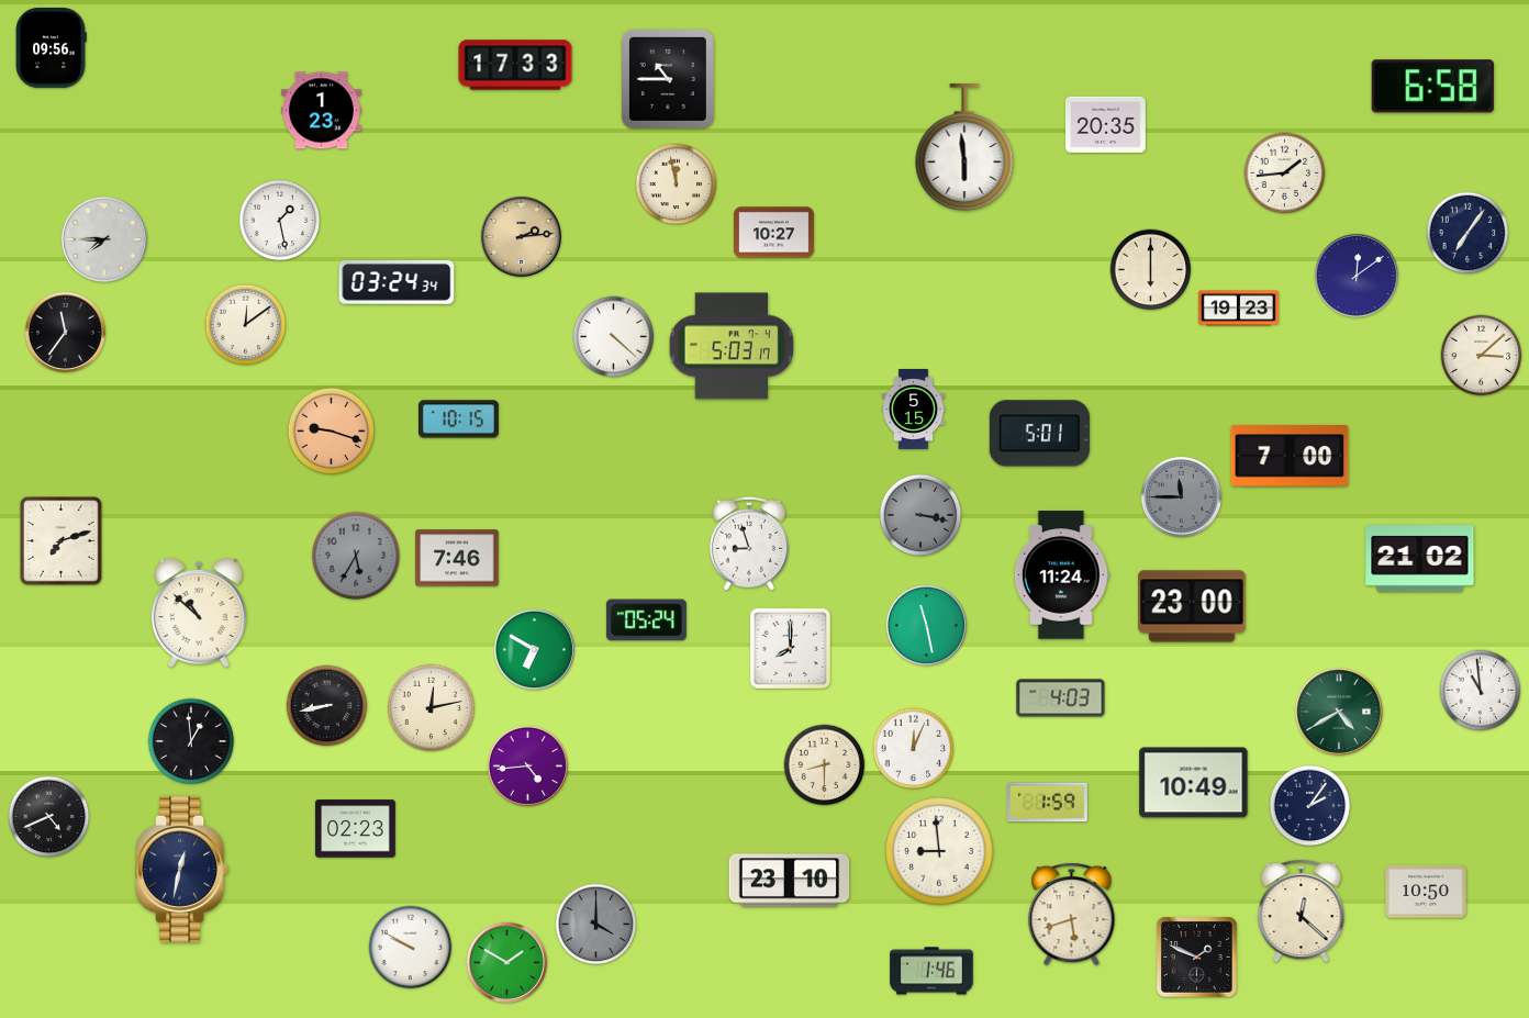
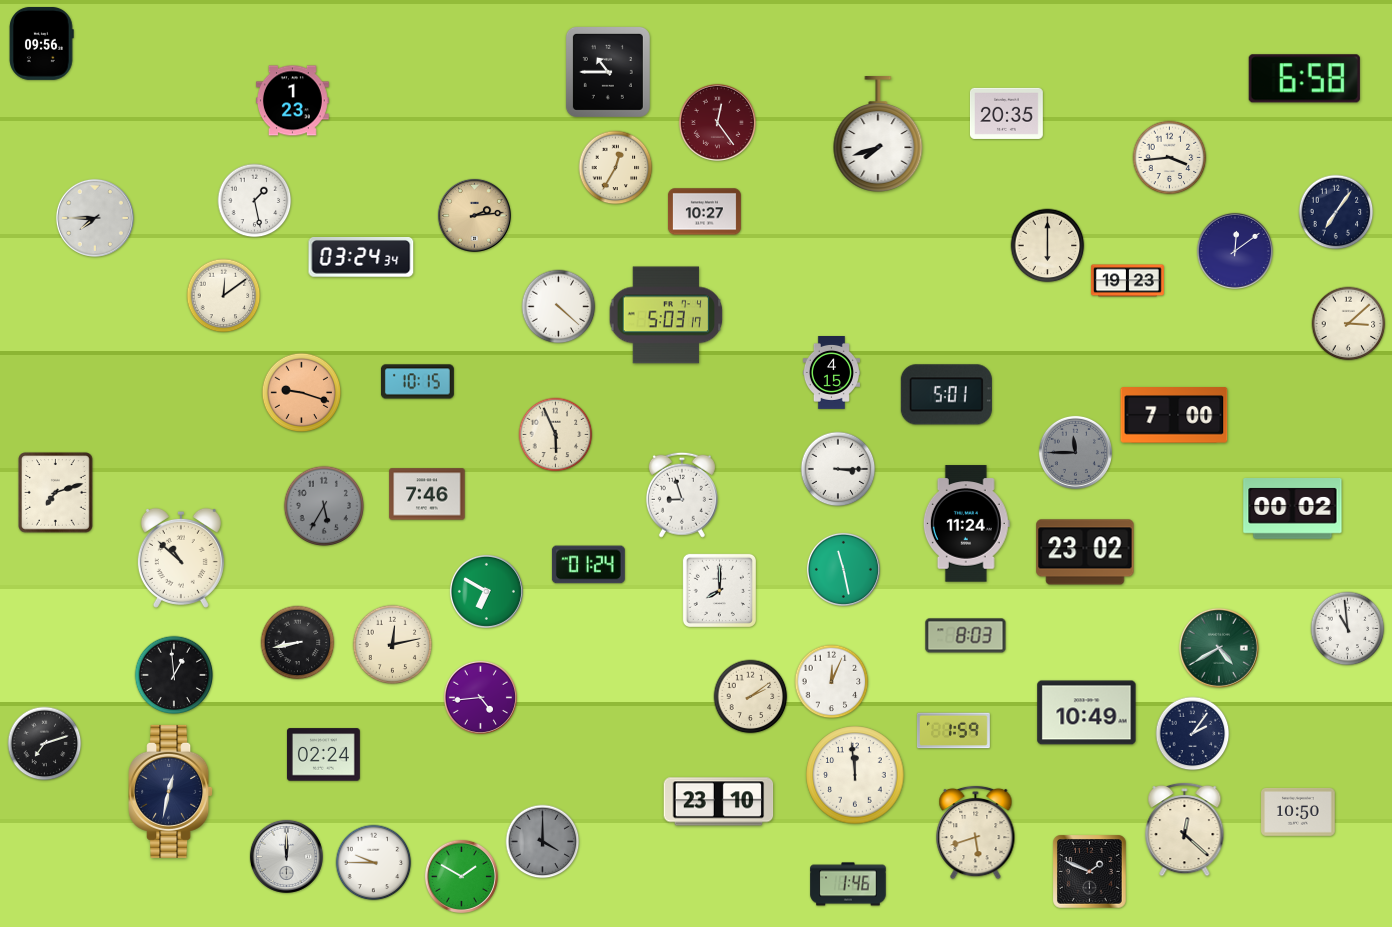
clock at (52, 47) position: (52, 47) -> (42, 43)
clock at (515, 65): 17:33 -> none
clock at (717, 122): none -> 12:24
clock at (964, 147): 5:59 -> 7:42
clock at (1285, 174): 1:44 -> 3:44
clock at (677, 184): 11:58 -> 12:35
clock at (65, 332): 11:36 -> none
clock at (913, 410): 5:15 -> 4:15
clock at (556, 435): none -> 5:56
clock at (920, 515): 3:17 -> 3:15
clock at (920, 515) dial: grey -> white
clock at (457, 558) position: (457, 558) -> (427, 494)
clock at (1420, 559): 21:02 -> 00:02
clock at (1192, 606): 23:00 -> 23:02
clock at (646, 620): 05:24 -> 01:24
clock at (1061, 698): 4:03 -> 8:03
clock at (825, 765): 8:30 -> 2:09
clock at (49, 817): 4:41 -> 7:12
clock at (355, 829): 02:23 -> 02:24
clock at (939, 851): 8:59 -> 11:59
clock at (182, 869) position: (182, 869) -> (171, 791)
clock at (286, 856): none -> 12:00
clock at (411, 948): 9:50 -> 9:45
